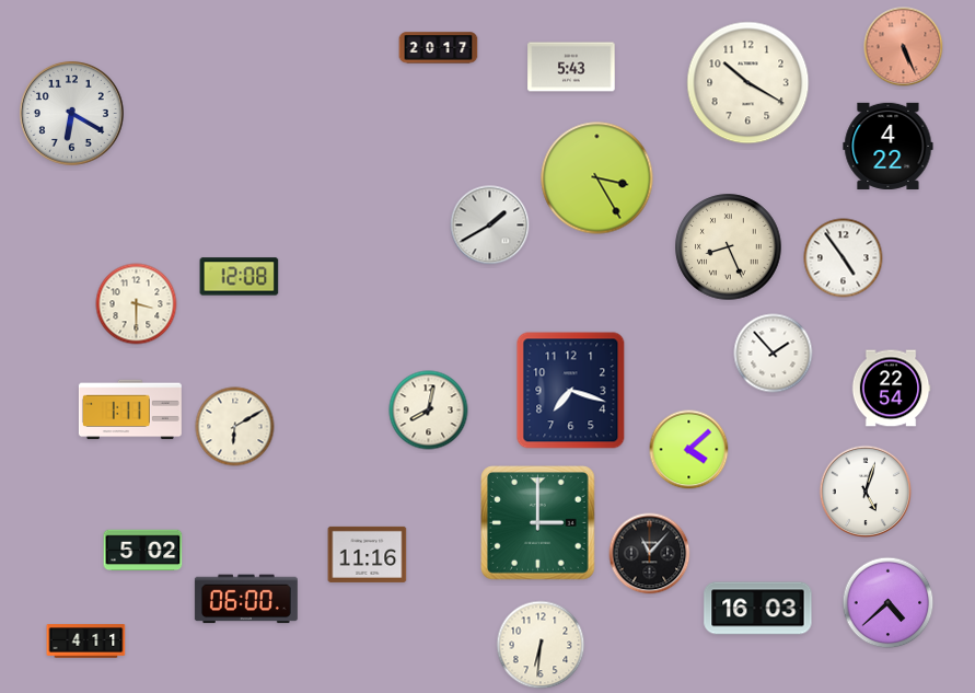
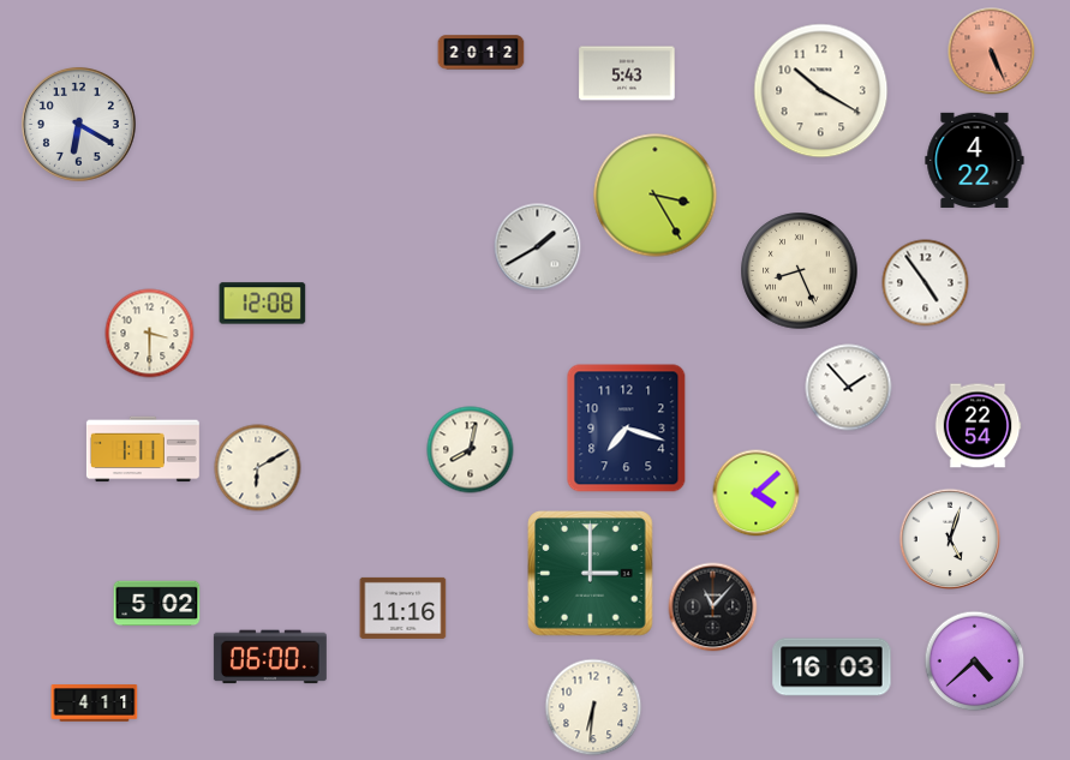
clock at (439, 48): 20:17 -> 20:12
